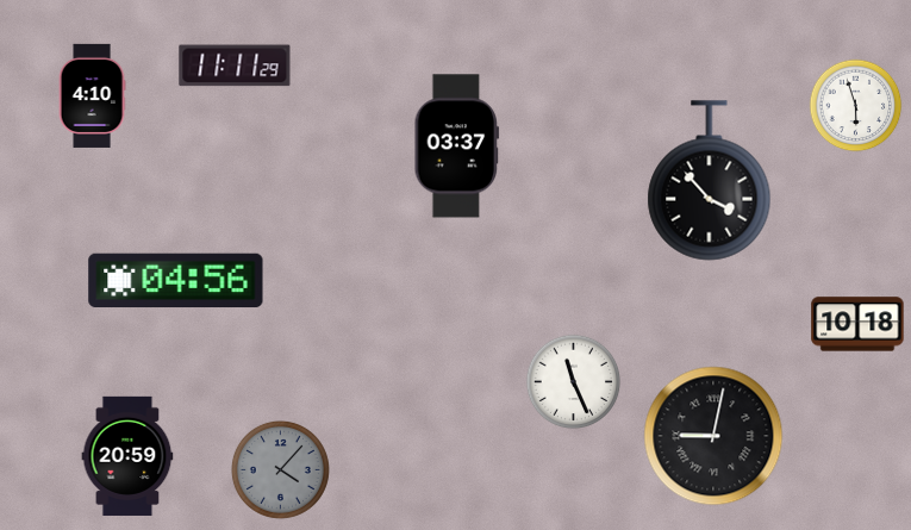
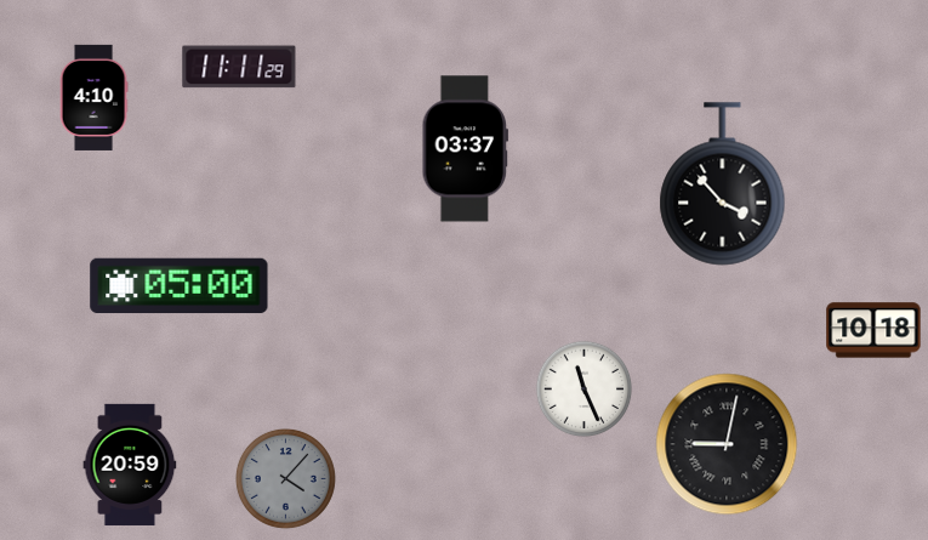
clock at (856, 106): 5:57 -> none
clock at (176, 281): 04:56 -> 05:00
